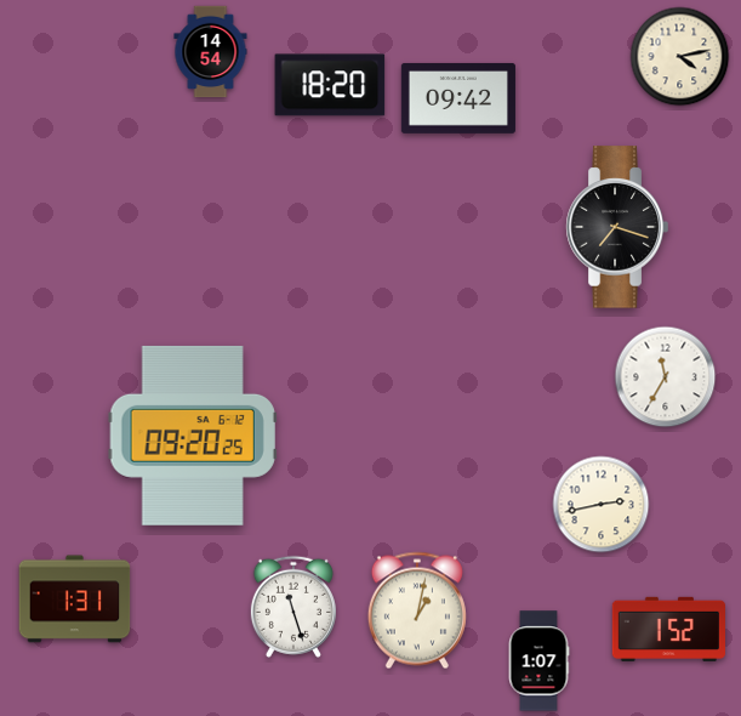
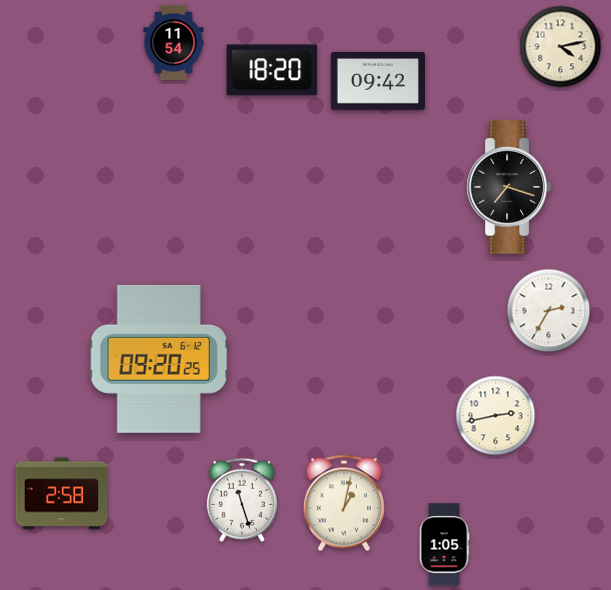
clock at (211, 52): 14:54 -> 11:54
clock at (666, 377): 11:35 -> 2:35
clock at (75, 599): 1:31 -> 2:58
clock at (668, 629): 1:52 -> none
clock at (538, 661): 1:07 -> 1:05
